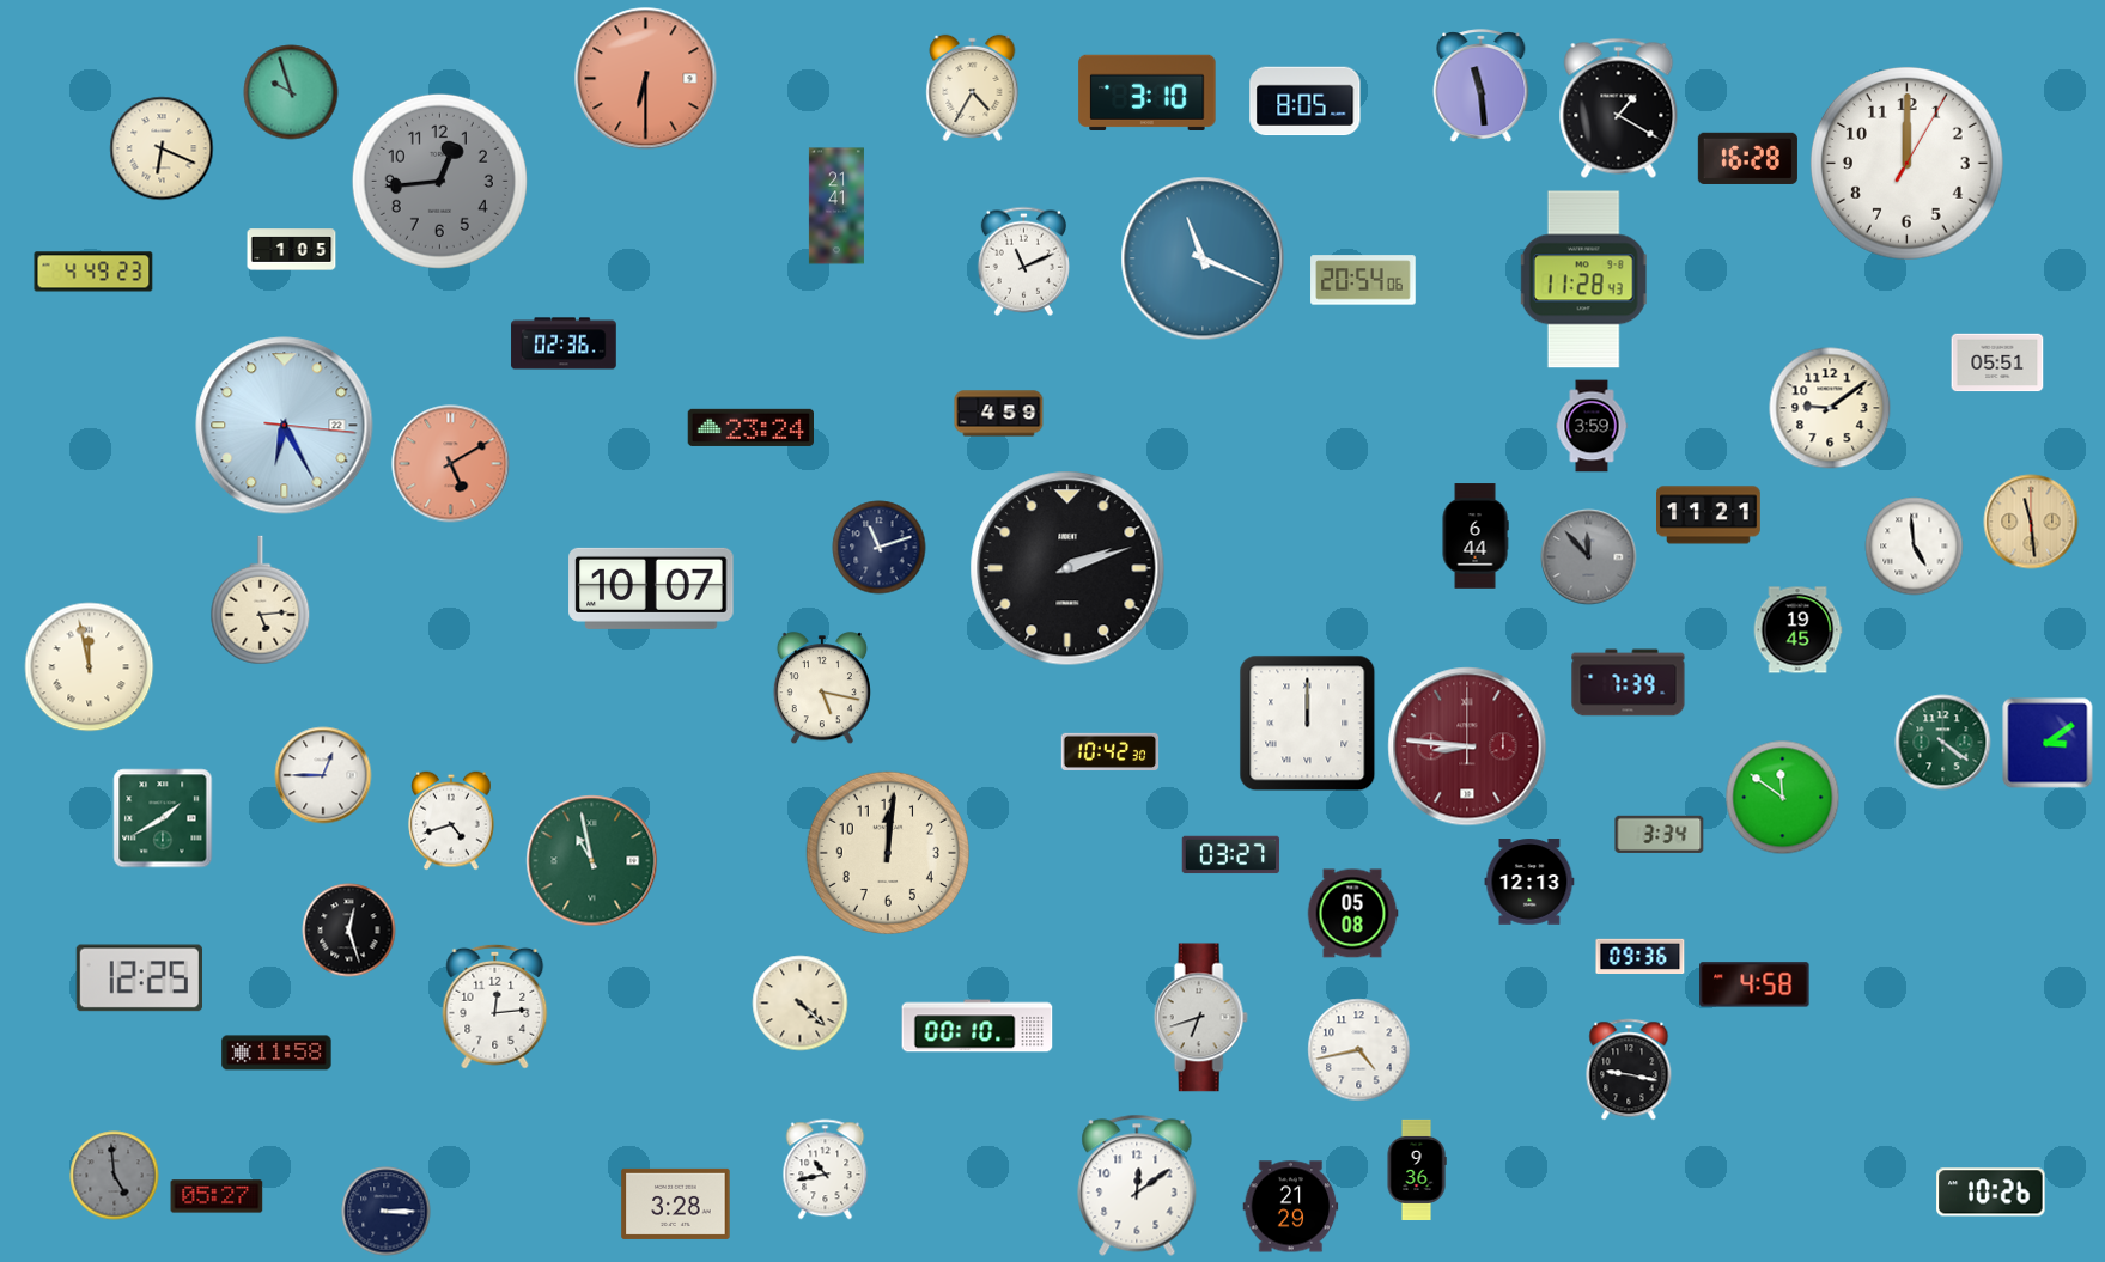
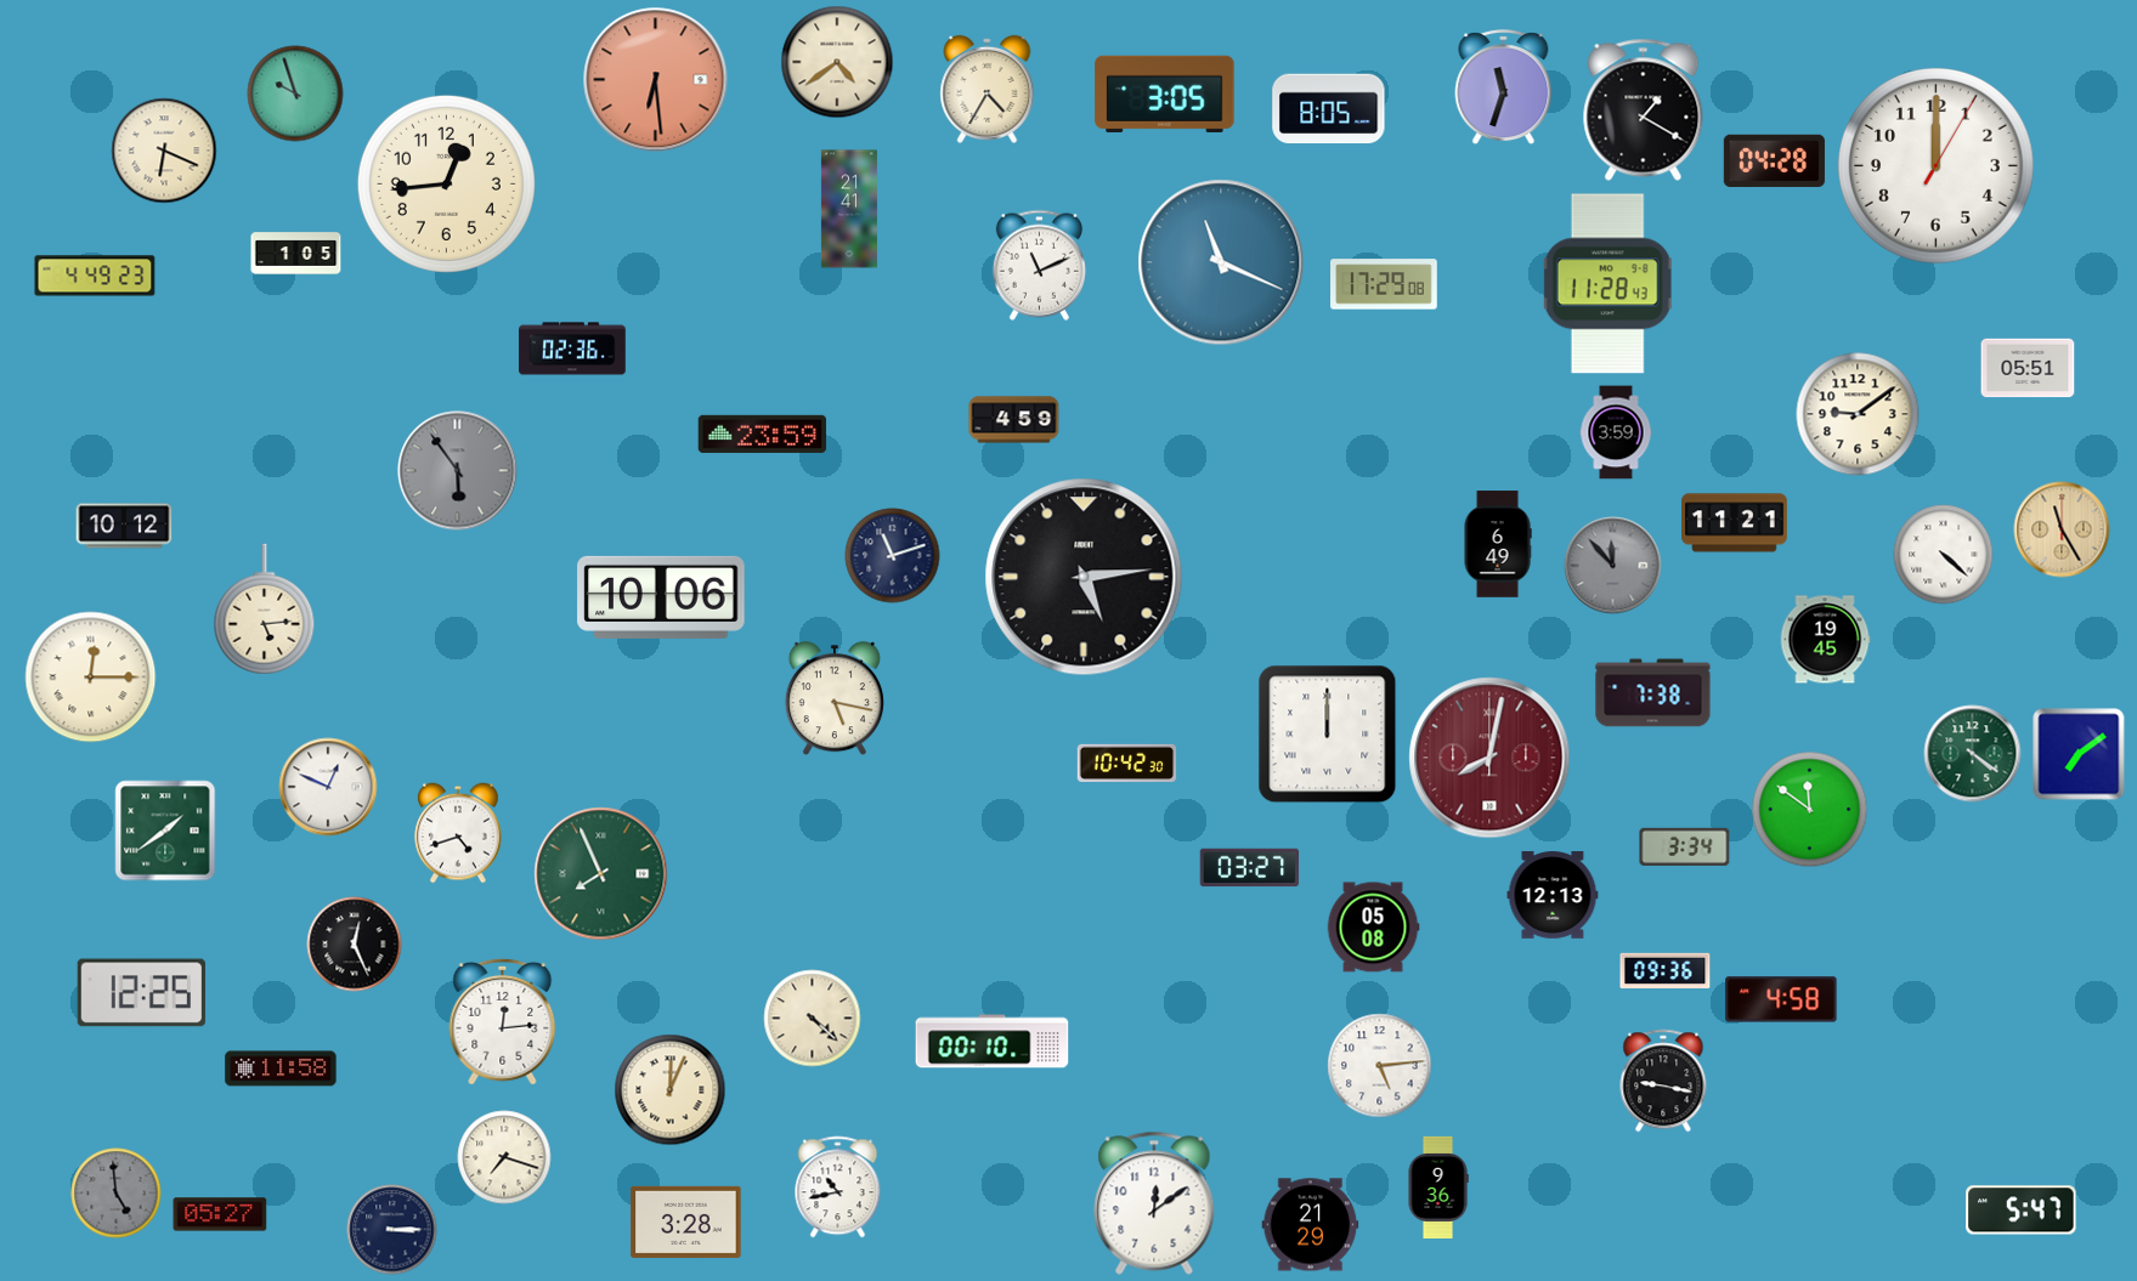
clock at (837, 62): none -> 4:39
clock at (646, 79): 6:30 -> 6:29
clock at (1482, 86): 11:29 -> 11:33
clock at (1148, 92): 3:10 -> 3:05
clock at (1306, 102) position: (1306, 102) -> (1329, 109)
clock at (1747, 158): 16:28 -> 04:28
clock at (439, 181) dial: grey -> cream
clock at (1363, 280): 20:54 -> 17:29
clock at (285, 426): 6:25 -> none
clock at (752, 427): 23:24 -> 23:59
clock at (451, 464): 5:10 -> 5:54
clock at (451, 464) dial: salmon -> grey
clock at (124, 526): none -> 10:12
clock at (2031, 522): 11:29 -> 11:25
clock at (1476, 536): 6:44 -> 6:49
clock at (1915, 547): 4:59 -> 4:22
clock at (1067, 568): 2:12 -> 5:14
clock at (651, 589): 10:07 -> 10:06
clock at (90, 667): 11:58 -> 12:15
clock at (1629, 683): 7:39 -> 7:38
clock at (2048, 743): 3:09 -> 7:09
clock at (1467, 746): 8:46 -> 8:02
clock at (323, 775): 12:45 -> 12:49
clock at (163, 818): 1:40 -> 1:39
clock at (888, 853): 12:01 -> none
clock at (592, 861): 10:58 -> 7:56
clock at (349, 931): 12:27 -> 12:26
clock at (1200, 1018): 6:42 -> none
clock at (1359, 1050): 4:43 -> 5:14
clock at (1629, 1069) position: (1629, 1069) -> (1663, 1081)
clock at (671, 1090): none -> 12:04
clock at (504, 1157): none -> 7:18
clock at (1991, 1193): 10:26 -> 5:47
